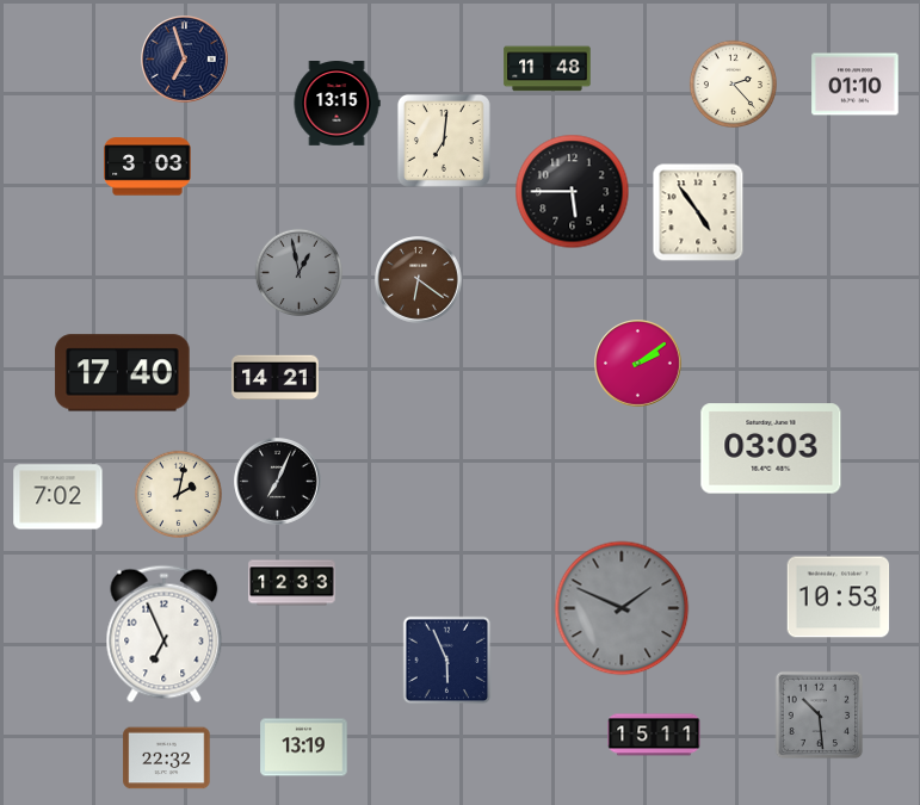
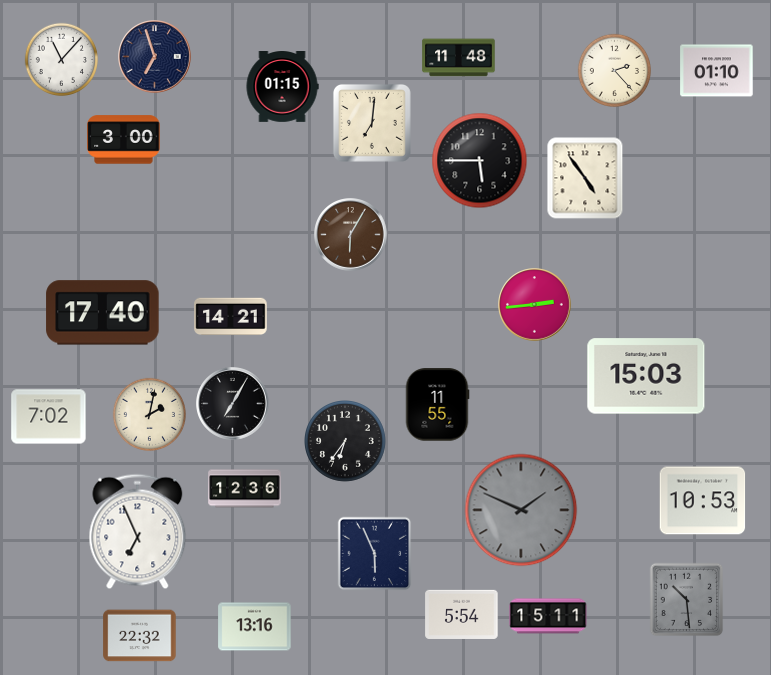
clock at (185, 60) position: (185, 60) -> (155, 57)
clock at (61, 59): none -> 11:07
clock at (336, 104): 13:15 -> 01:15
clock at (444, 141) position: (444, 141) -> (372, 123)
clock at (148, 167): 3:03 -> 3:00
clock at (298, 272): 12:58 -> none
clock at (419, 280): 6:21 -> 6:05
clock at (638, 364): 2:09 -> 2:44
clock at (771, 448): 03:03 -> 15:03
clock at (278, 482): 7:04 -> 7:05
clock at (437, 405): none -> 11:55
clock at (346, 442): none -> 6:36
clock at (292, 583): 12:33 -> 12:36
clock at (462, 614): none -> 5:54
clock at (304, 748): 13:19 -> 13:16
